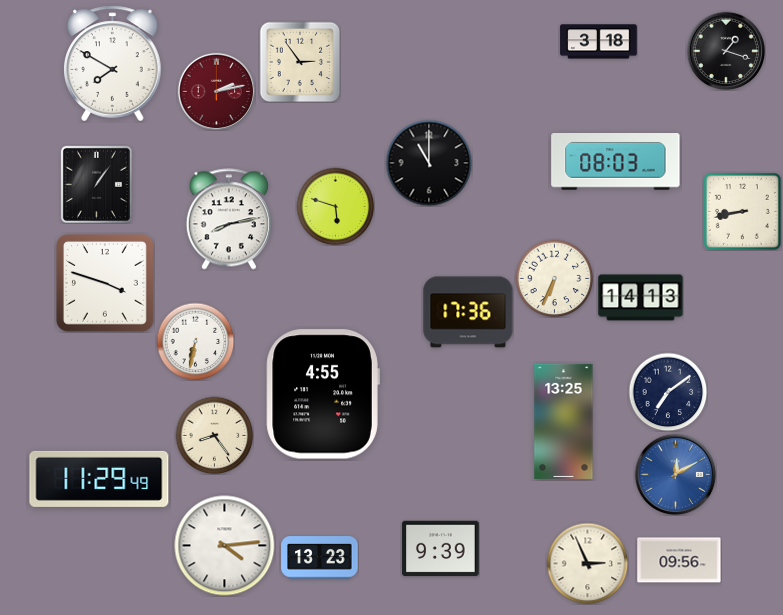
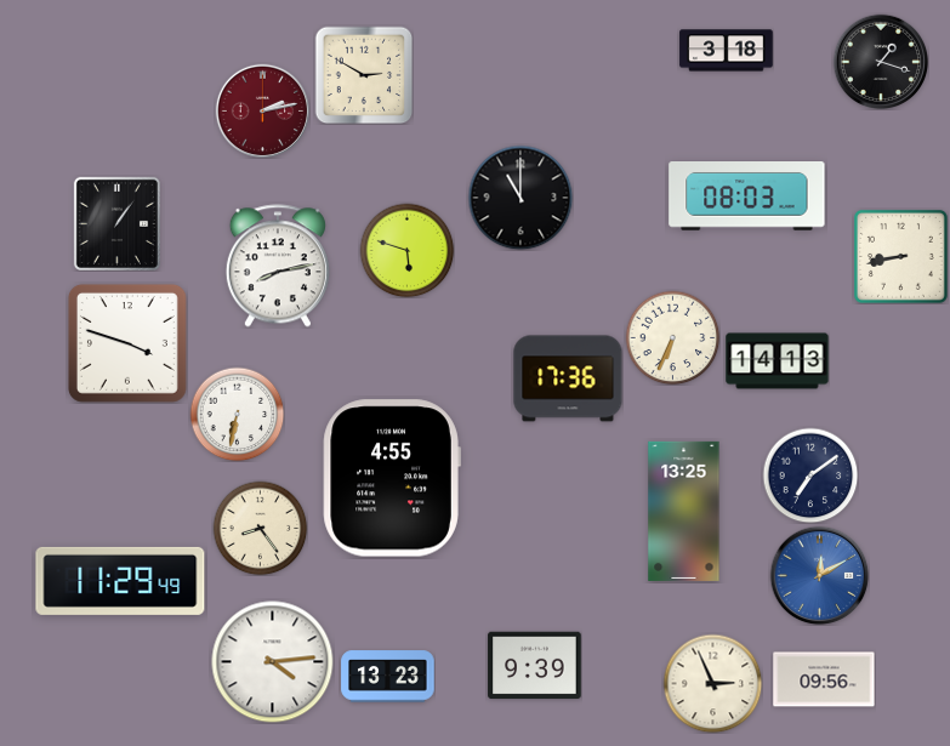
clock at (300, 62): 2:54 -> 2:50
clock at (113, 64): 7:50 -> none
